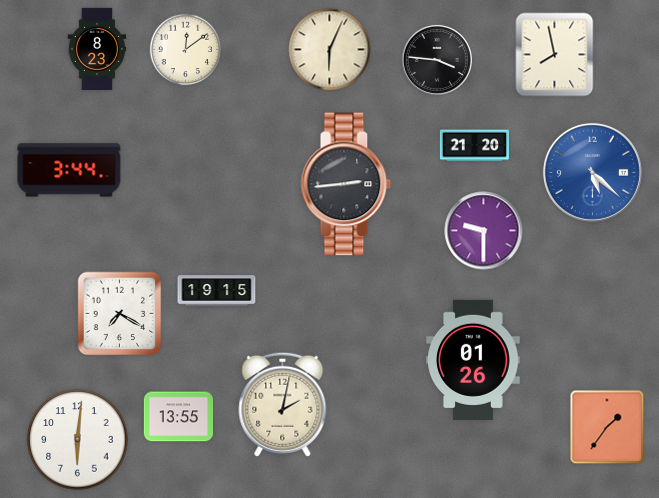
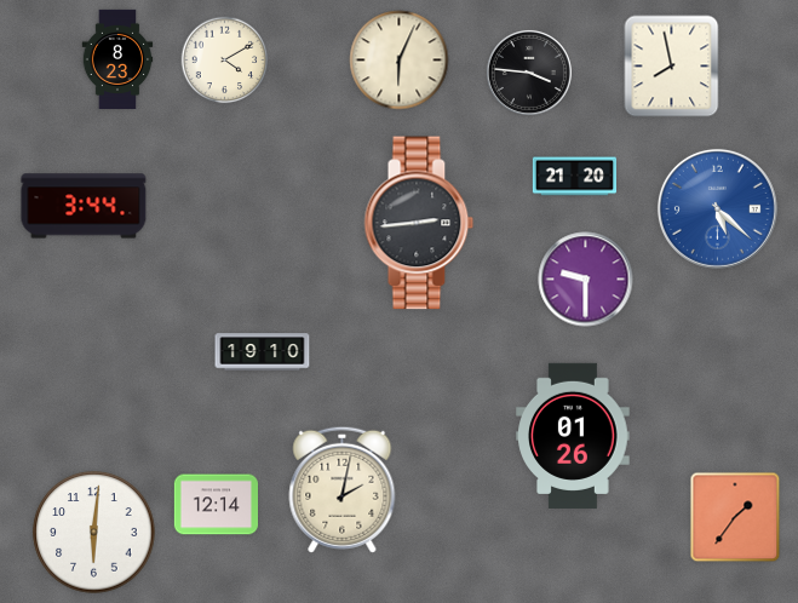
clock at (186, 50): 12:09 -> 4:10
clock at (217, 291): 19:15 -> 19:10
clock at (120, 314): 7:20 -> none
clock at (178, 417): 13:55 -> 12:14
